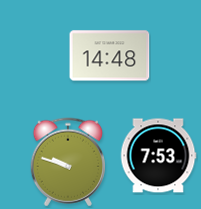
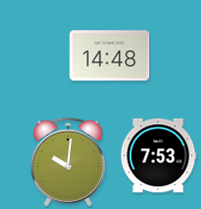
clock at (67, 162): 9:48 -> 10:01
